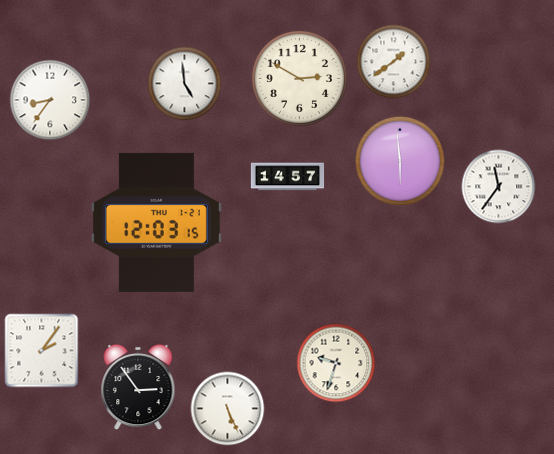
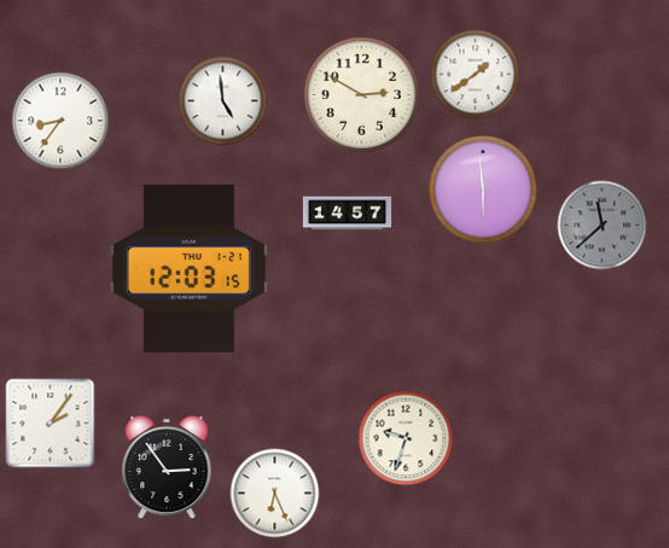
clock at (399, 160) position: (399, 160) -> (482, 188)
clock at (499, 187): 11:36 -> 11:38
clock at (499, 187) dial: white -> grey
clock at (228, 409): 5:26 -> 6:26
